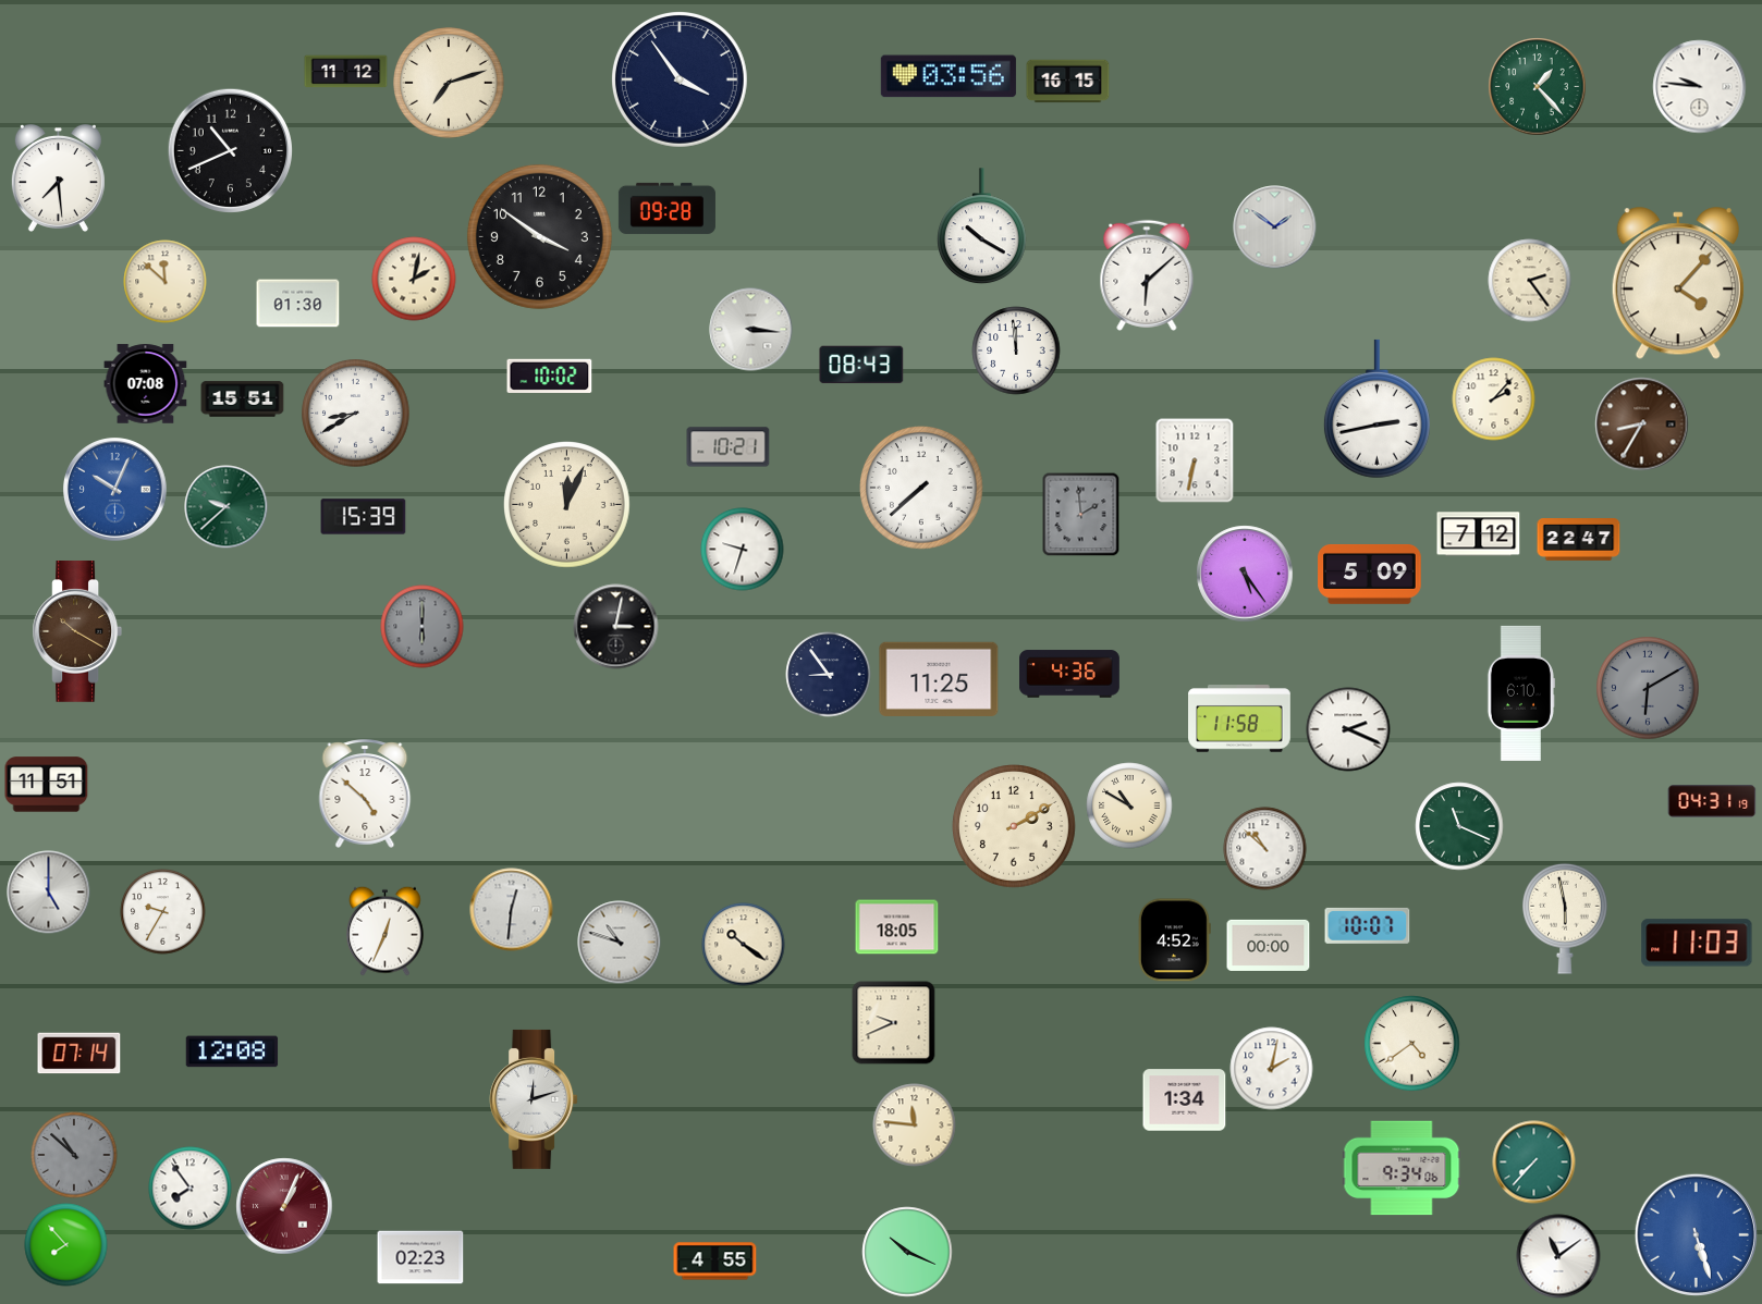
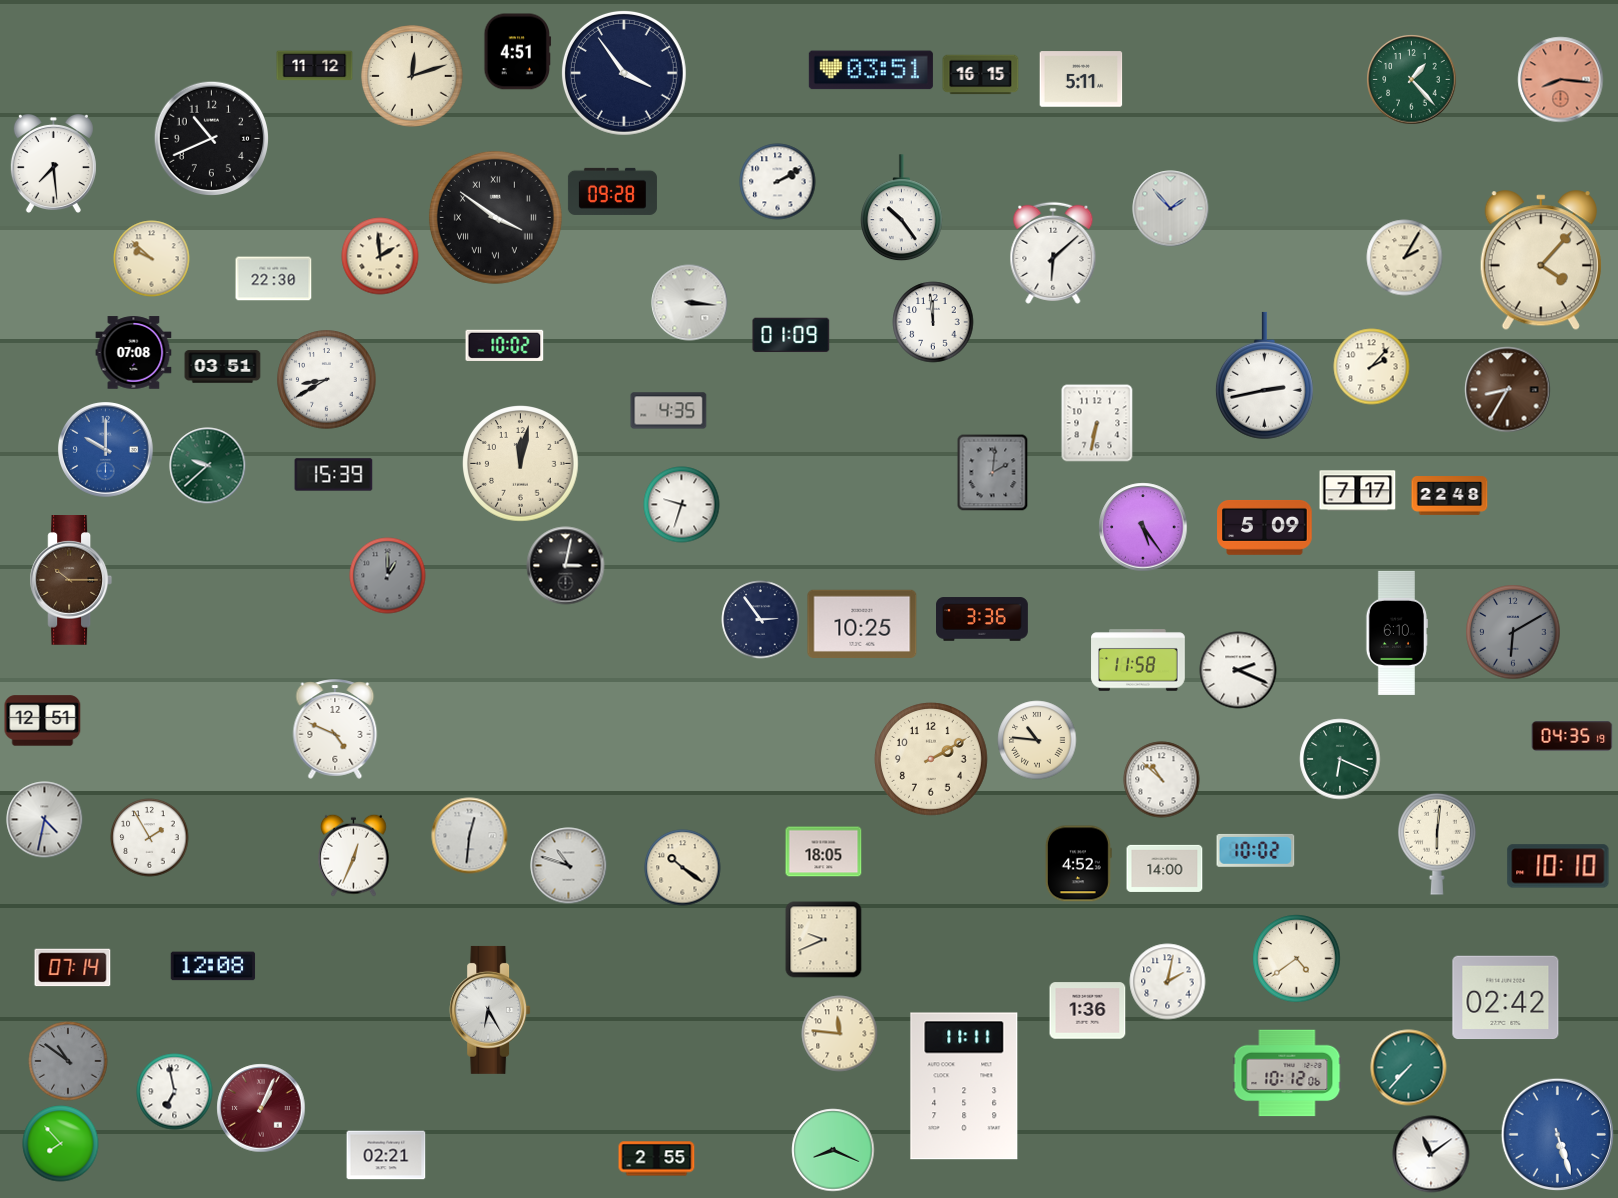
clock at (518, 52): none -> 4:51
clock at (346, 72) position: (346, 72) -> (315, 66)
clock at (949, 76): 03:56 -> 03:51
clock at (449, 83): 7:12 -> 12:12
clock at (1081, 79): none -> 5:11
clock at (1700, 87): 9:46 -> 8:16
clock at (1700, 87) dial: white -> salmon
clock at (778, 182): none -> 2:10
clock at (982, 226): 10:20 -> 10:24
clock at (1275, 227): 1:51 -> 1:53
clock at (539, 236) numerals: Arabic -> Roman
clock at (414, 279): 2:02 -> 1:59
clock at (1530, 281): 2:24 -> 2:05
clock at (166, 282): 11:52 -> 9:52
clock at (298, 304): 01:30 -> 22:30
clock at (861, 365): 08:43 -> 01:09
clock at (243, 399): 15:51 -> 03:51
clock at (729, 447): 10:21 -> 4:35
clock at (922, 489): 7:38 -> none
clock at (115, 490): 10:04 -> 10:00
clock at (567, 505): 12:04 -> 12:02
clock at (1081, 514): 1:59 -> 2:01
clock at (1479, 534): 7:12 -> 7:17
clock at (1579, 540): 22:47 -> 22:48
clock at (1370, 574) position: (1370, 574) -> (1265, 527)
clock at (423, 627): 6:00 -> 1:00
clock at (616, 627) position: (616, 627) -> (566, 566)
clock at (77, 632): 10:20 -> 10:15
clock at (1070, 674): 4:36 -> 3:36
clock at (829, 675): 8:54 -> 2:54
clock at (939, 679): 11:25 -> 10:25
clock at (1520, 693) position: (1520, 693) -> (1396, 633)
clock at (47, 785): 11:51 -> 12:51
clock at (365, 794): 4:52 -> 4:49
clock at (1712, 801): 04:31 -> 04:35
clock at (1129, 805): 10:50 -> 10:46
clock at (1459, 826): 11:19 -> 6:19
clock at (49, 893): 5:00 -> 4:32
clock at (163, 912): 9:35 -> 1:55
clock at (1565, 919): 5:58 -> 6:01
clock at (1368, 925): 10:07 -> 10:02
clock at (1697, 943): 11:03 -> 10:10
clock at (1269, 945): 00:00 -> 14:00
clock at (894, 1023) position: (894, 1023) -> (824, 940)
clock at (1506, 998): none -> 02:42
clock at (534, 1099): 12:12 -> 6:25
clock at (1185, 1100): 1:34 -> 1:36
clock at (74, 1155): 10:52 -> 10:51
clock at (1402, 1168): 9:34 -> 10:12
clock at (964, 1086): none -> 11:11
clock at (191, 1189): 7:54 -> 6:58
clock at (907, 1252): 10:19 -> 8:19
clock at (420, 1257): 02:23 -> 02:21
clock at (715, 1262): 4:55 -> 2:55
